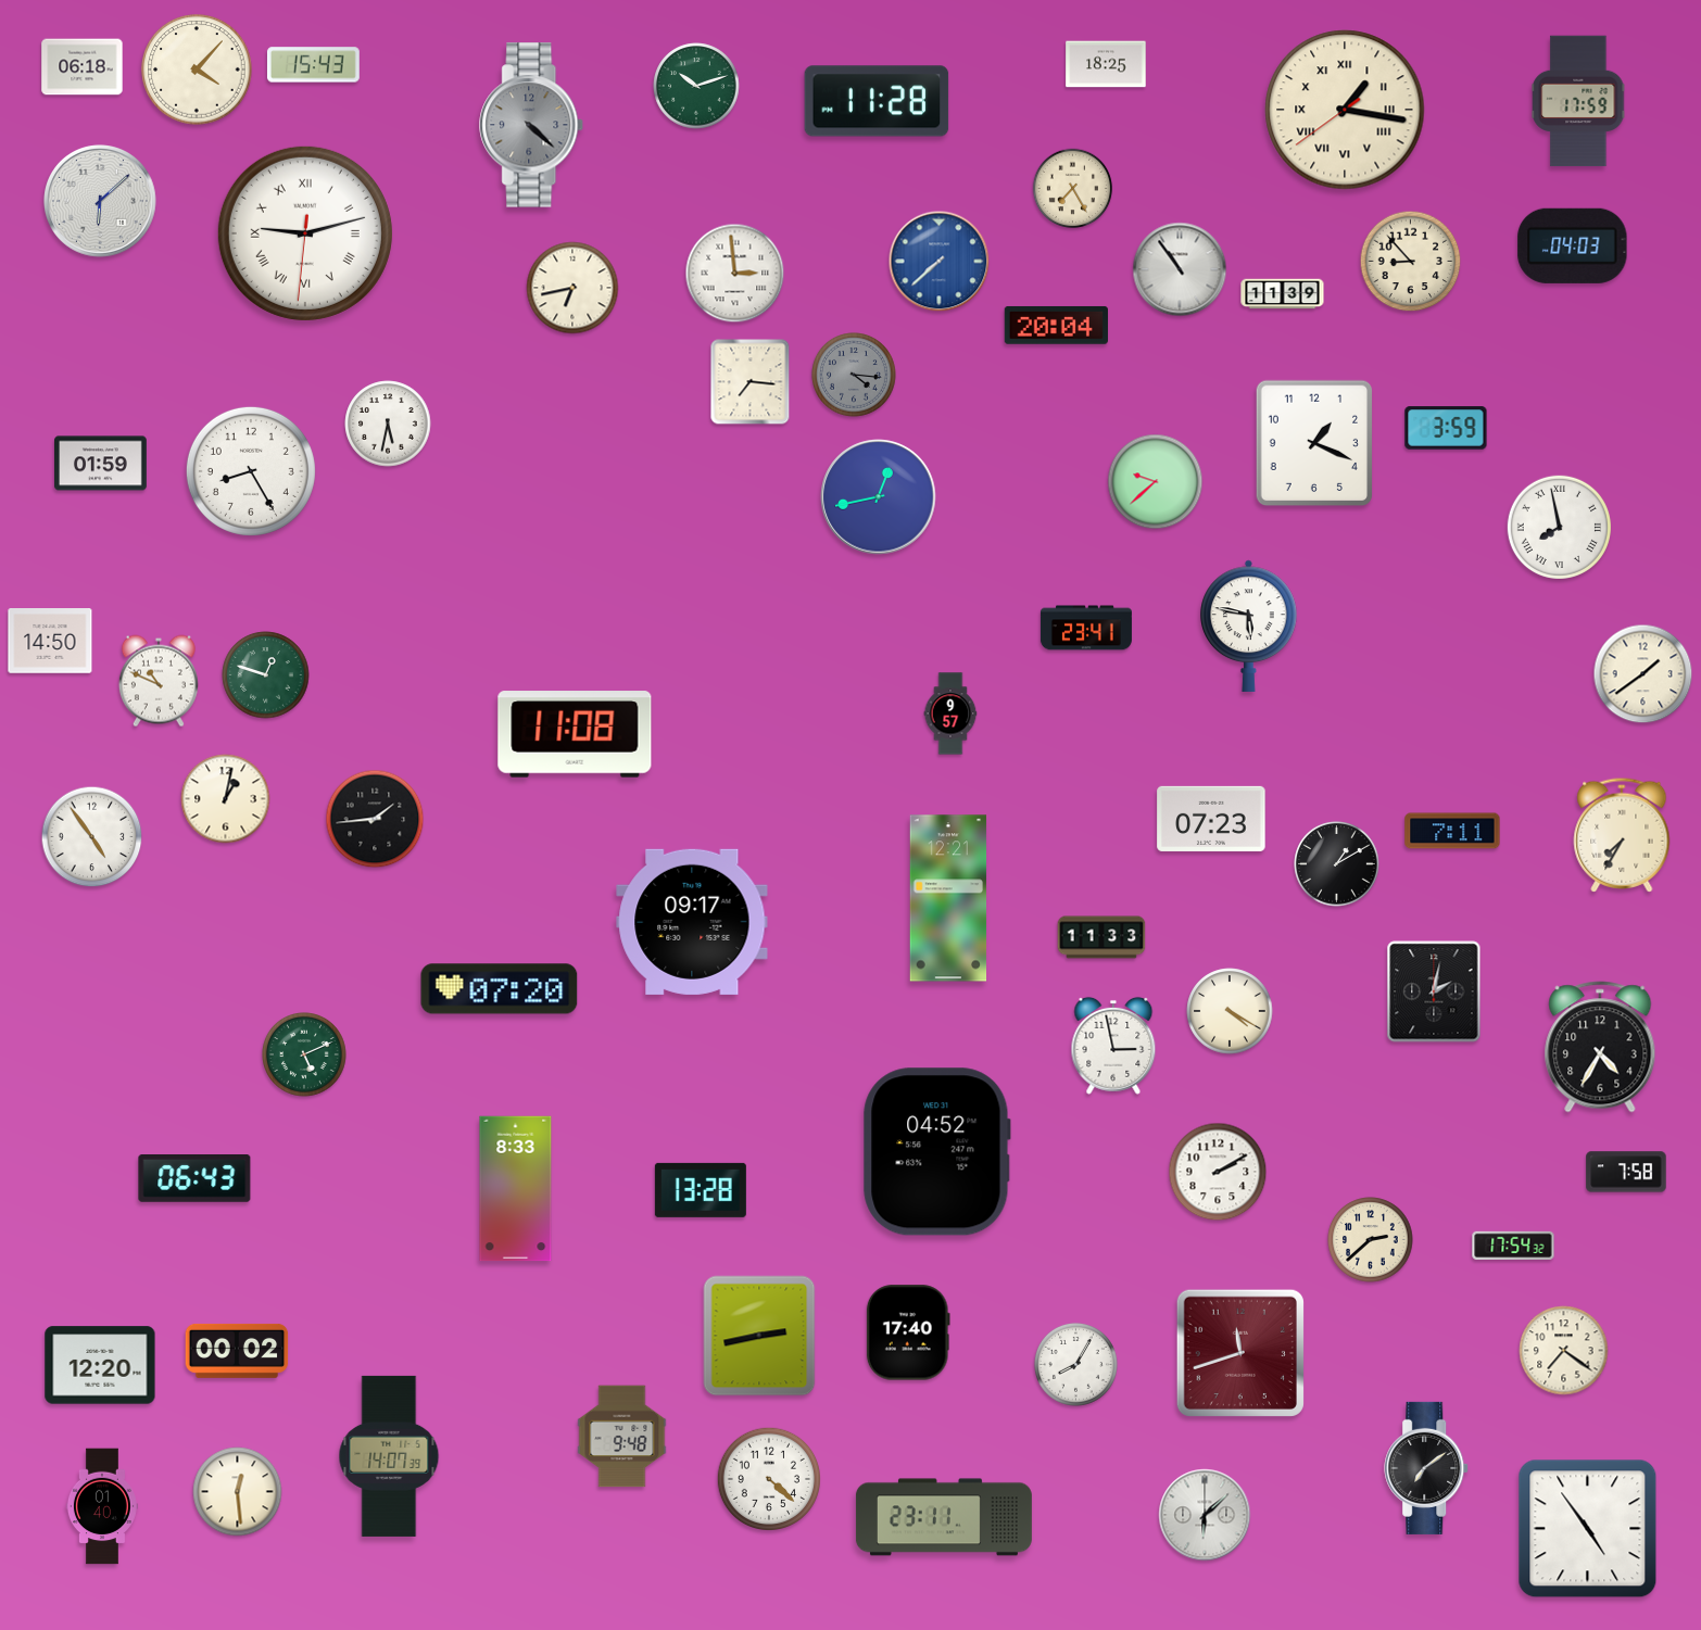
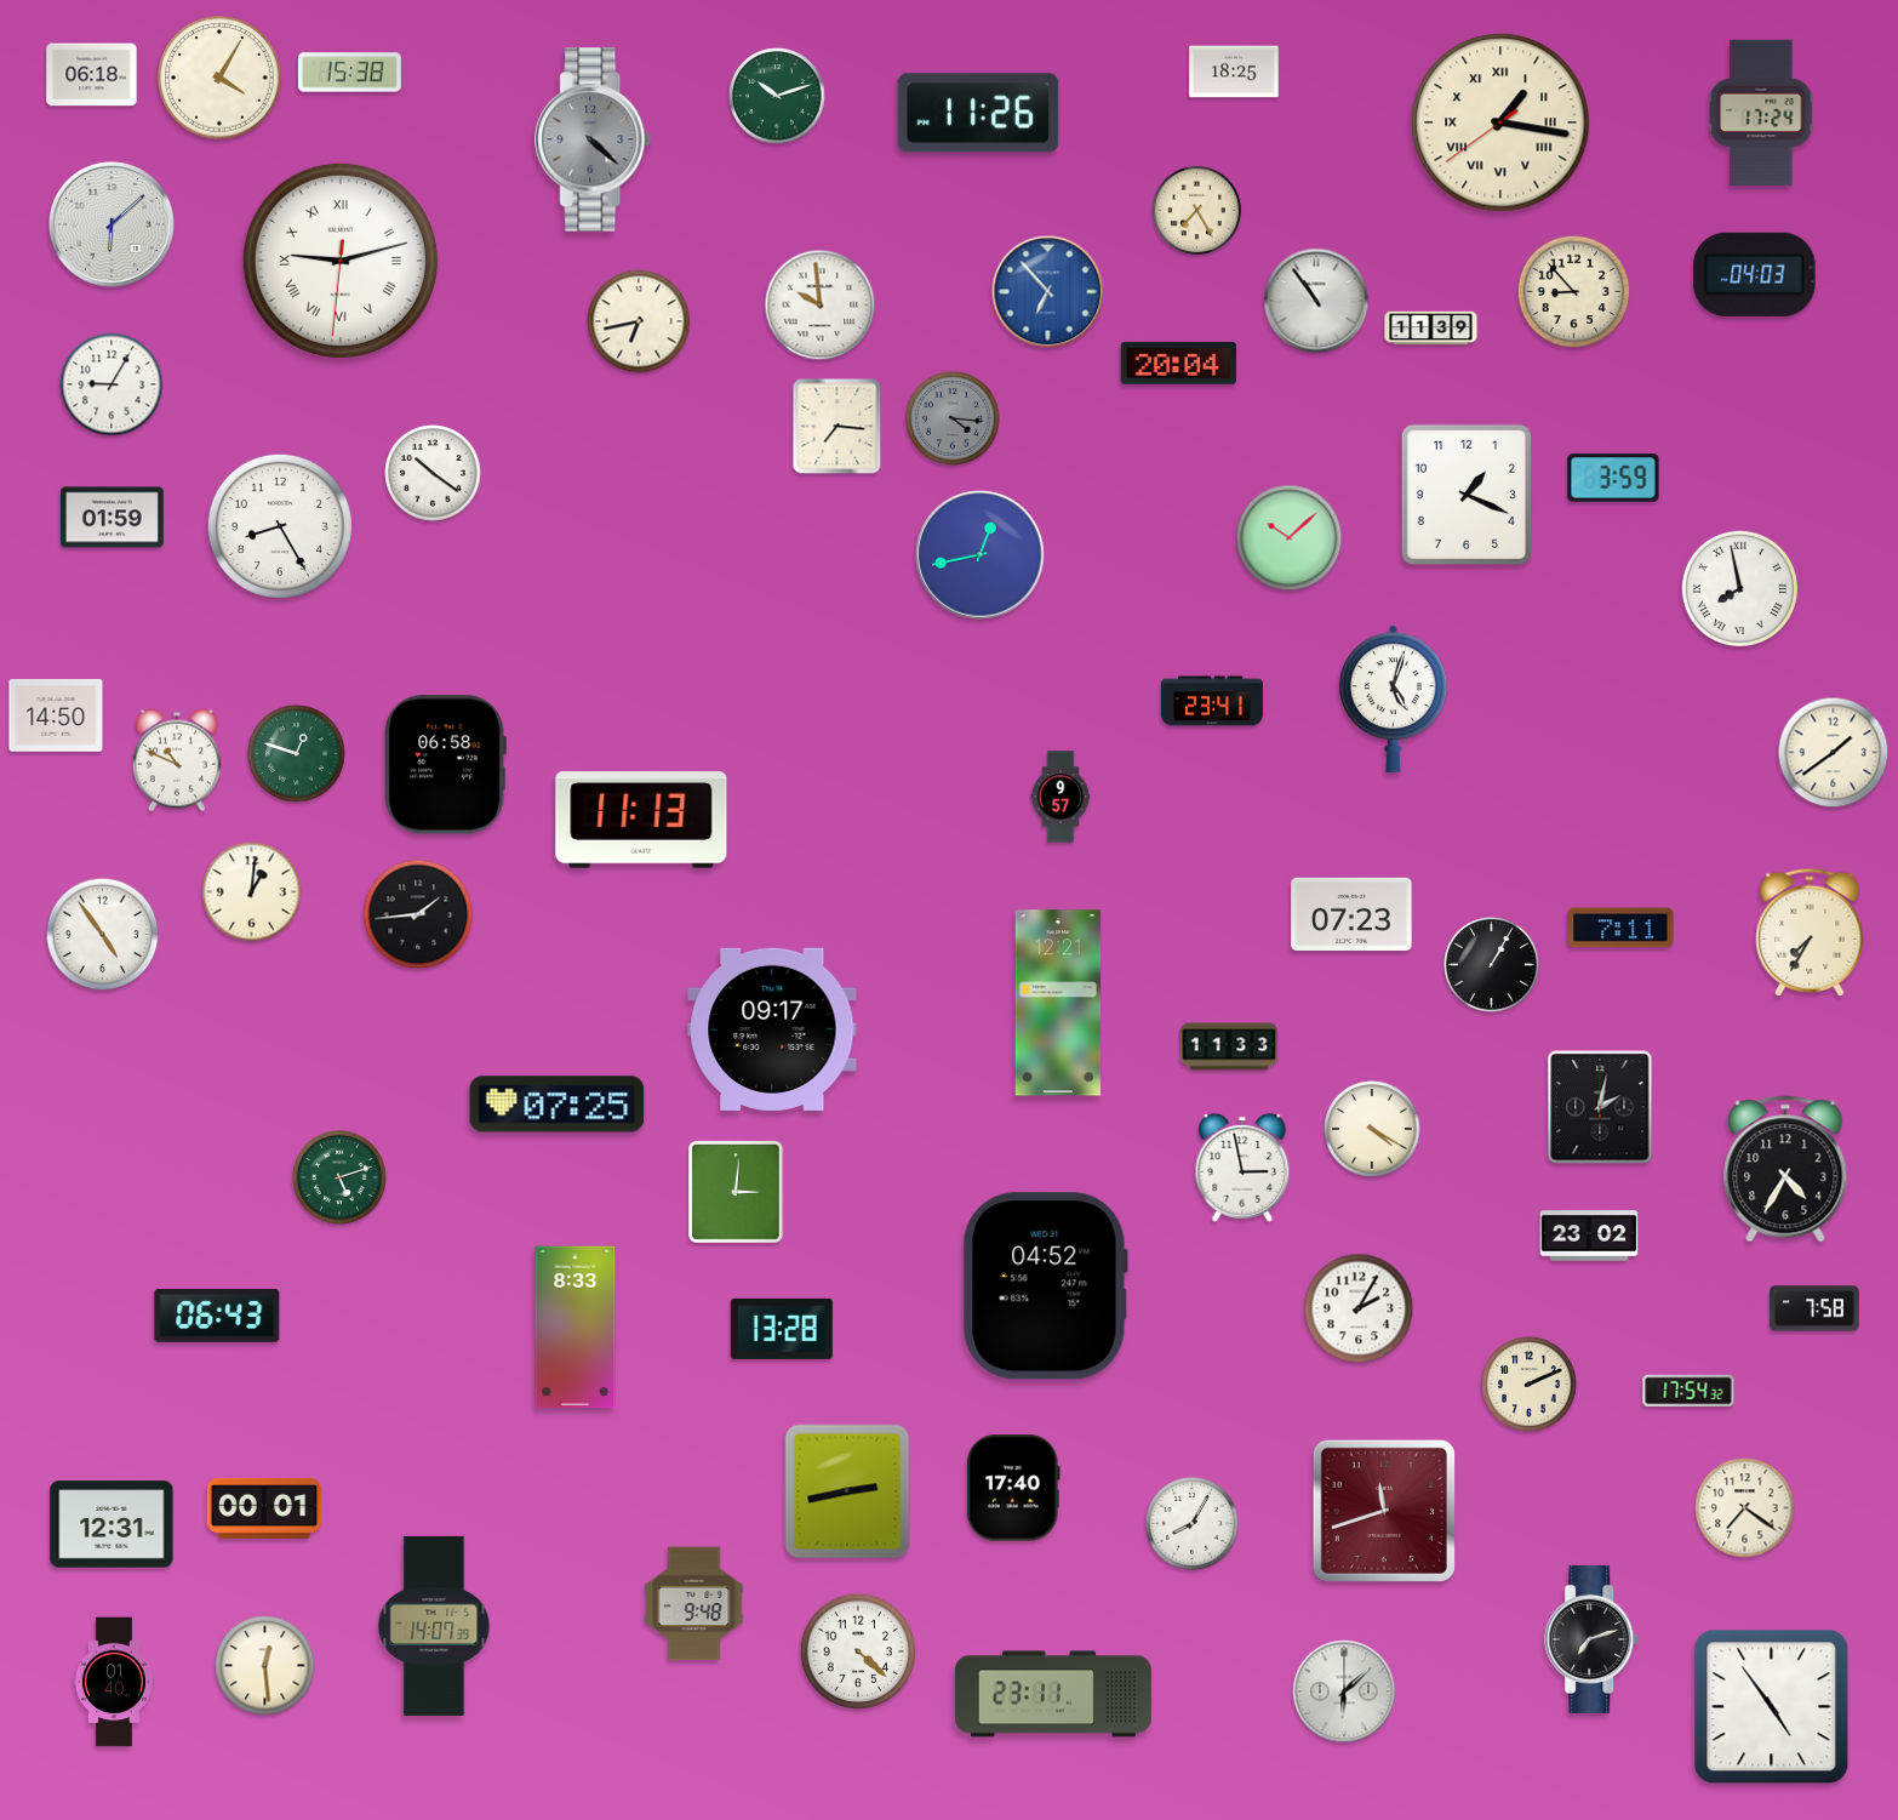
clock at (313, 65): 15:43 -> 15:38
clock at (197, 70): 4:07 -> 4:05
clock at (877, 101): 11:28 -> 11:26
clock at (1578, 101): 17:59 -> 17:24
clock at (940, 262): 7:38 -> 6:53
clock at (735, 274): 2:59 -> 9:59
clock at (112, 384): none -> 9:05
clock at (388, 424): 5:32 -> 10:21
clock at (1156, 482): 9:38 -> 10:08
clock at (1249, 626): 5:47 -> 5:03
clock at (445, 765): none -> 06:58
clock at (575, 734): 11:08 -> 11:13
clock at (226, 799): 1:02 -> 1:01
clock at (1337, 864): 1:10 -> 1:05
clock at (500, 989): 07:20 -> 07:25
clock at (305, 1056): 5:11 -> 5:12
clock at (736, 1192): none -> 3:01
clock at (1589, 1236): none -> 23:02
clock at (1218, 1172): 2:10 -> 2:05
clock at (1371, 1240): 2:38 -> 2:11
clock at (237, 1351): 00:02 -> 00:01
clock at (1075, 1364) position: (1075, 1364) -> (1191, 1523)
clock at (100, 1365): 12:20 -> 12:31
clock at (1427, 1468): 7:09 -> 7:12
